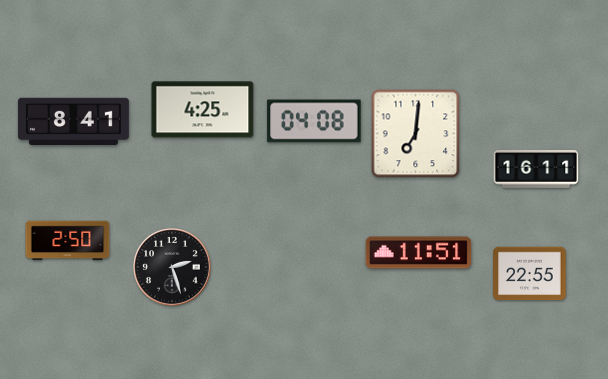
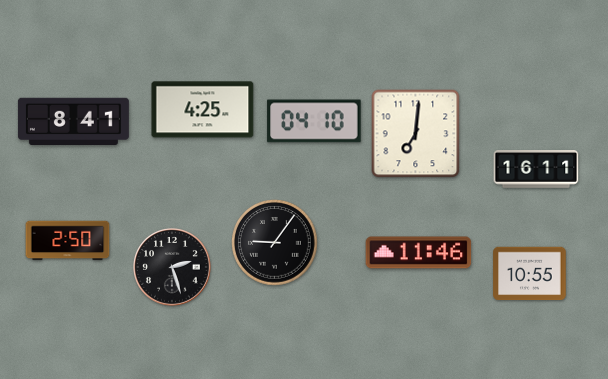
clock at (314, 121): 04:08 -> 04:10
clock at (275, 243): none -> 9:06
clock at (419, 253): 11:51 -> 11:46
clock at (530, 274): 22:55 -> 10:55
